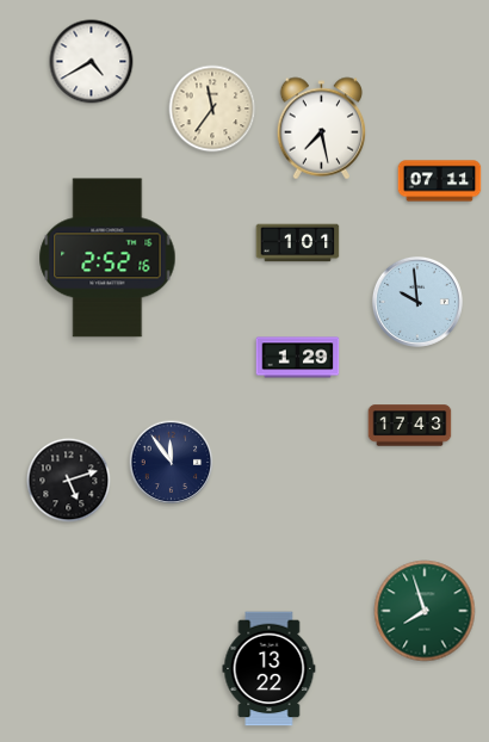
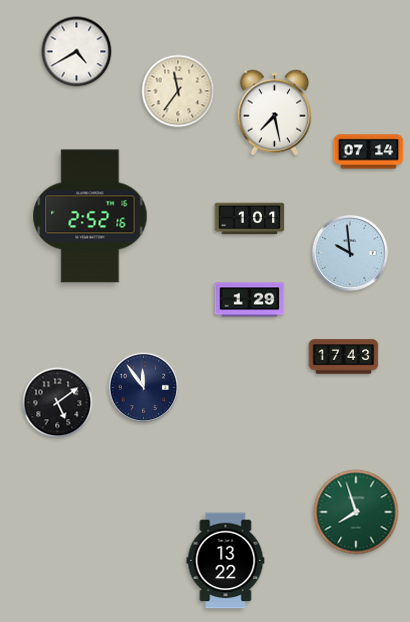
clock at (322, 129) position: (322, 129) -> (275, 113)
clock at (440, 181): 07:11 -> 07:14
clock at (298, 243) position: (298, 243) -> (250, 219)
clock at (69, 481): 5:12 -> 5:09
